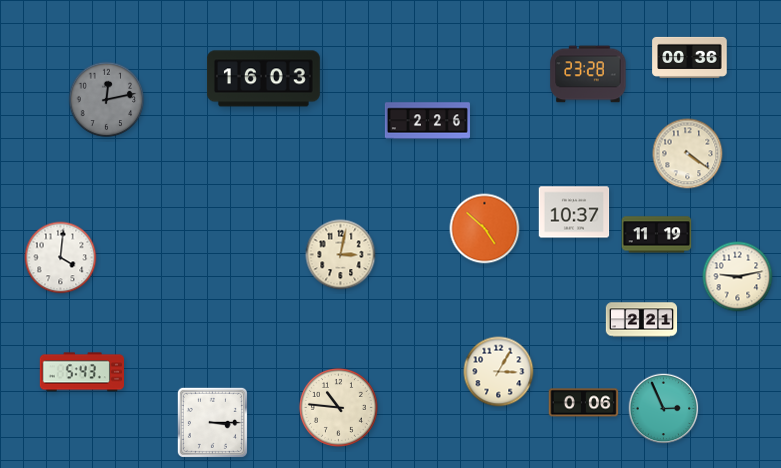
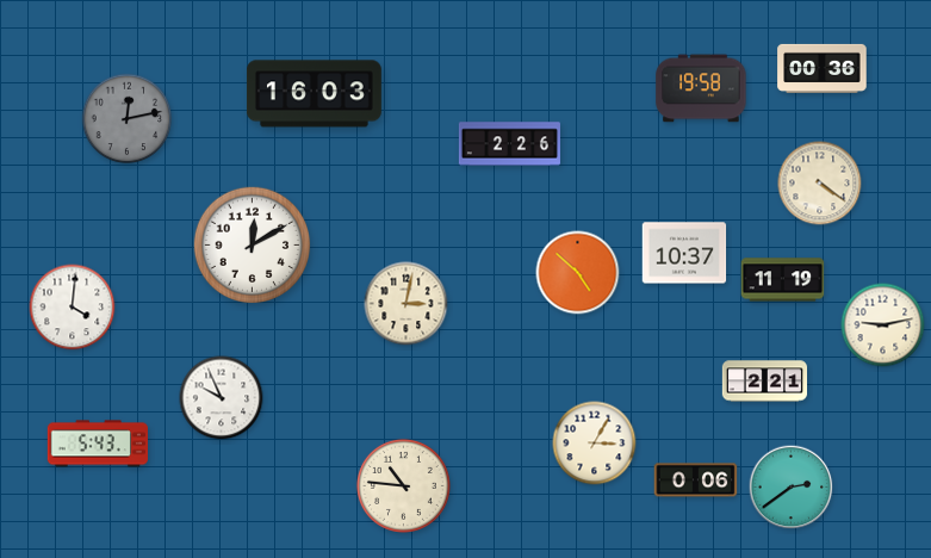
clock at (588, 74): 23:28 -> 19:58
clock at (253, 246): none -> 12:10
clock at (738, 277) position: (738, 277) -> (883, 325)
clock at (222, 398): none -> 9:56
clock at (664, 409): 2:56 -> 2:39
clock at (212, 422): 3:15 -> none
